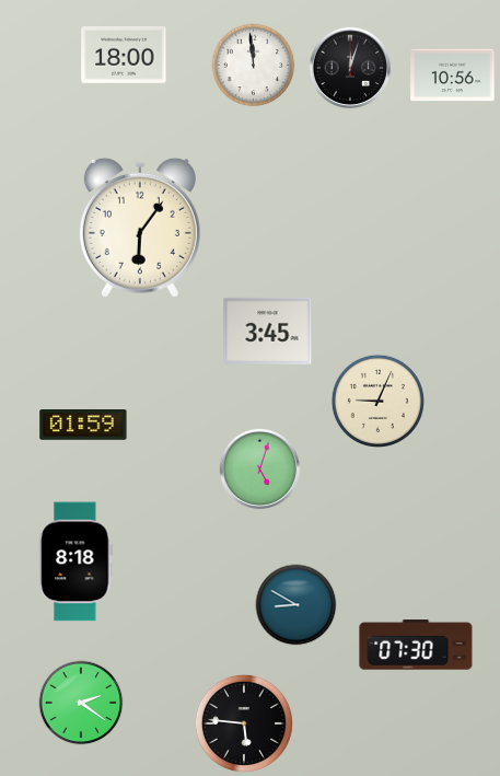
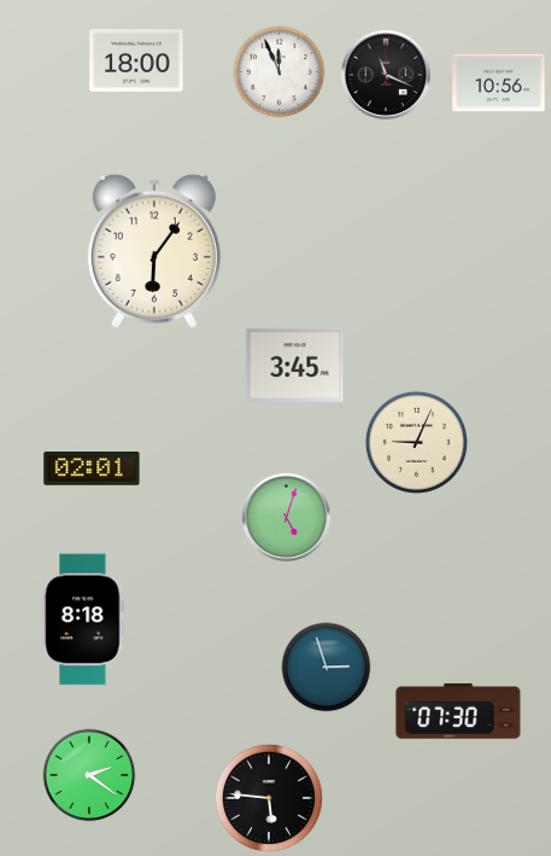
clock at (254, 66): 11:59 -> 11:56
clock at (349, 67): 12:03 -> 11:19
clock at (83, 426): 01:59 -> 02:01
clock at (296, 605): 8:50 -> 2:57
